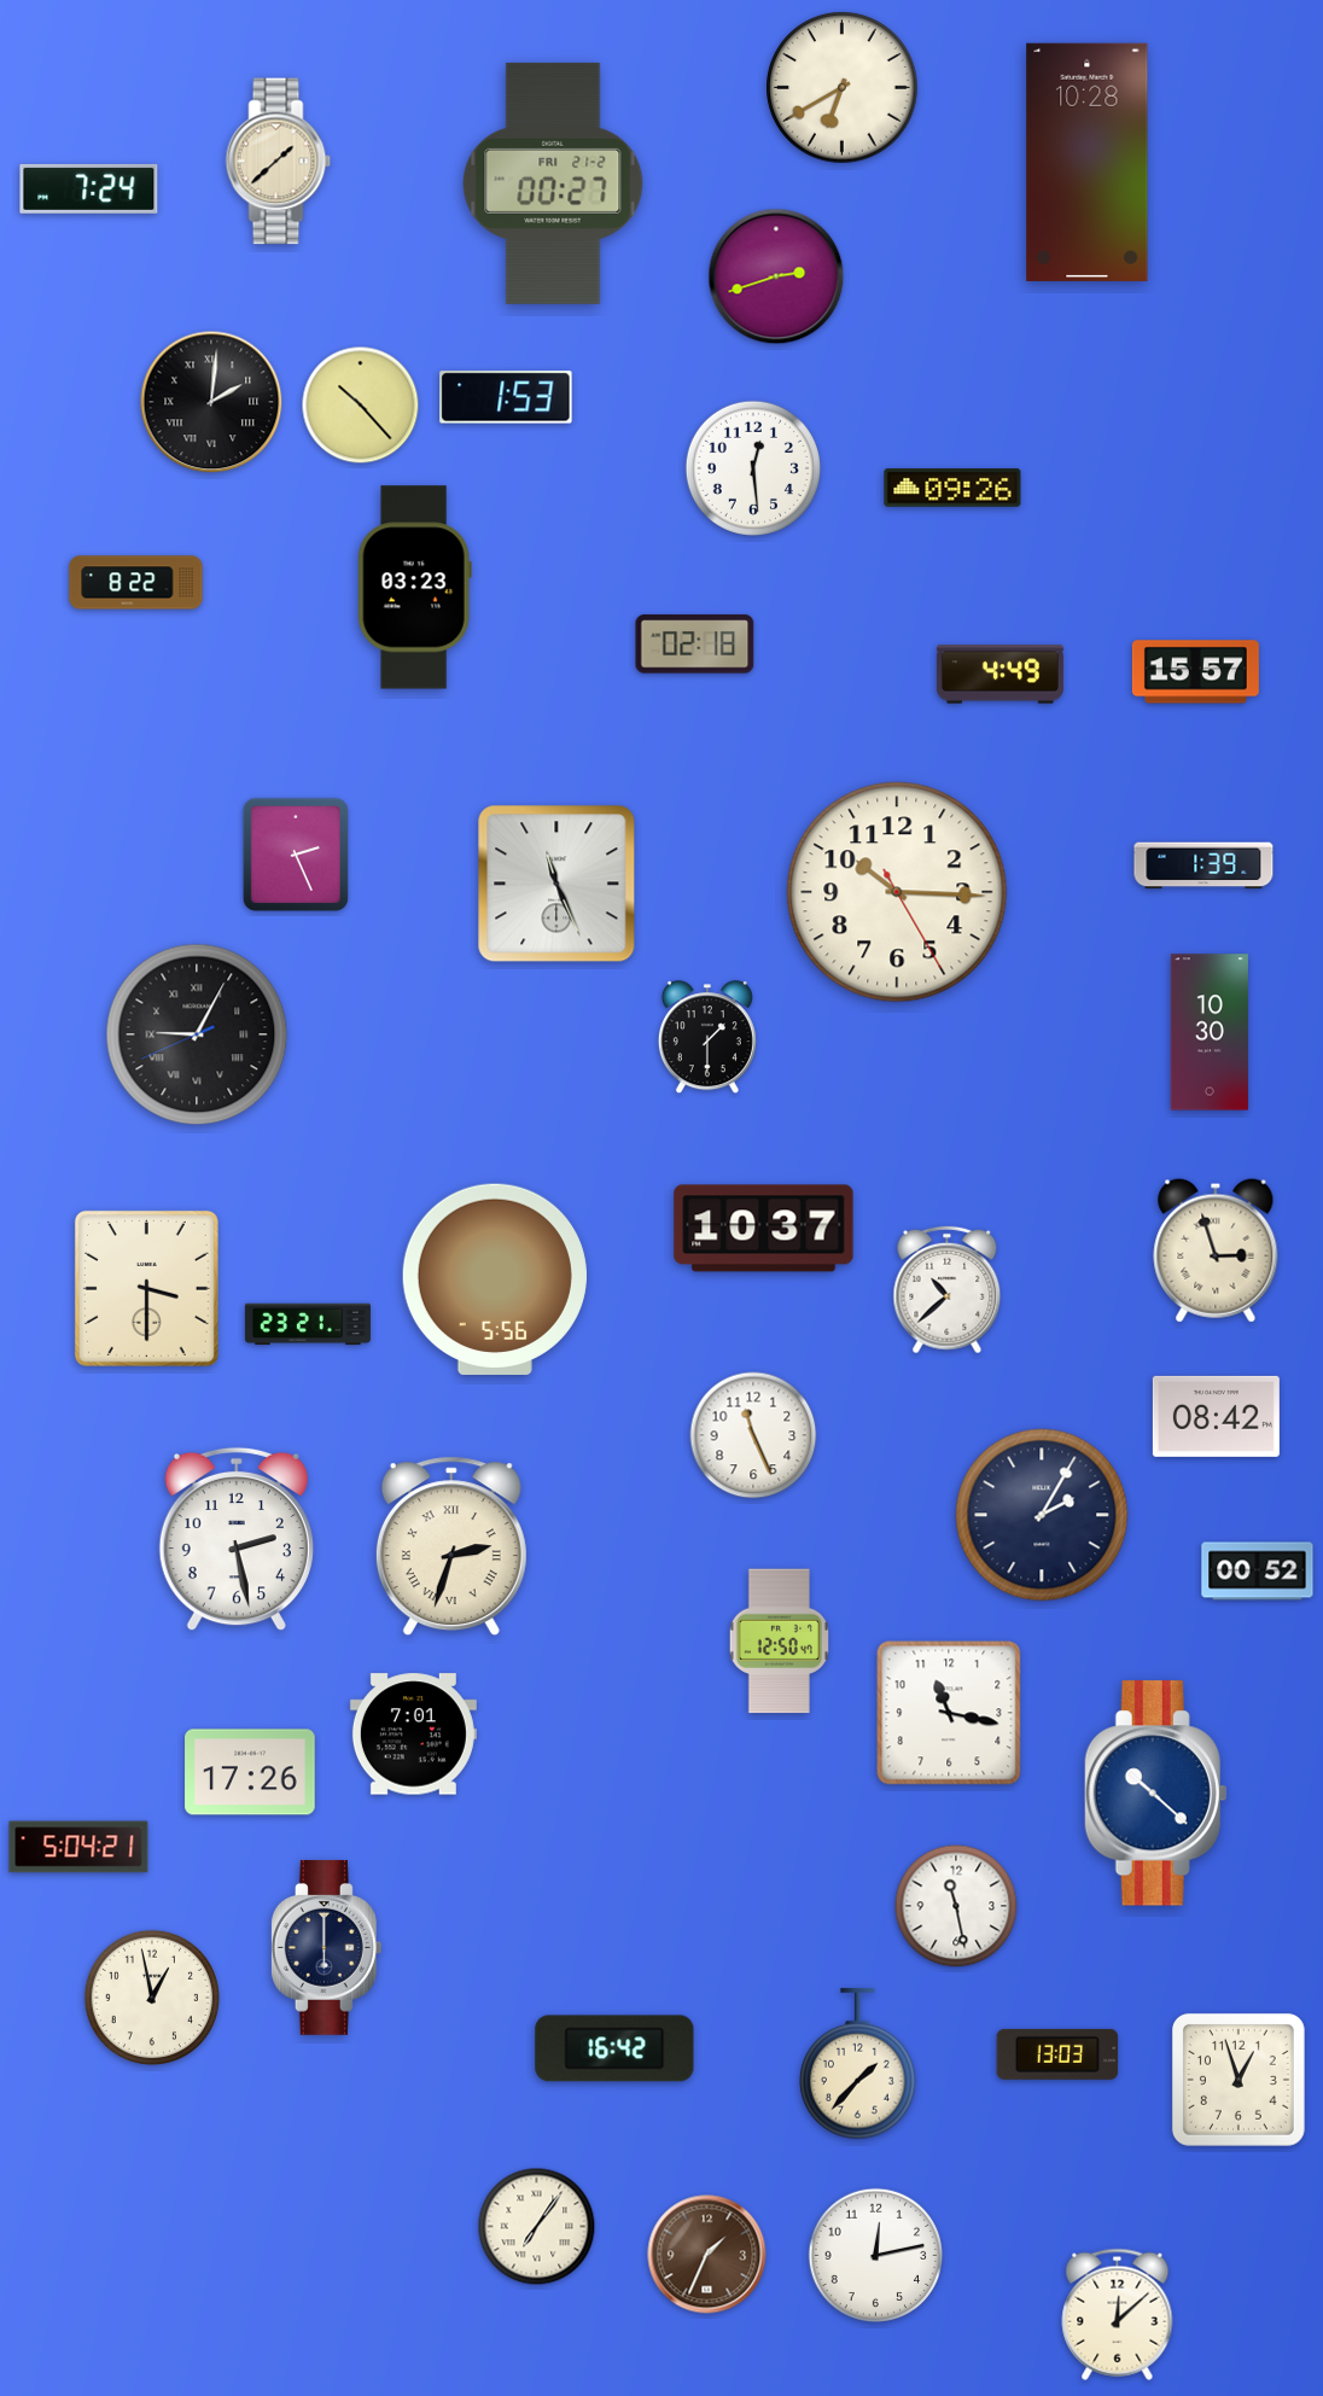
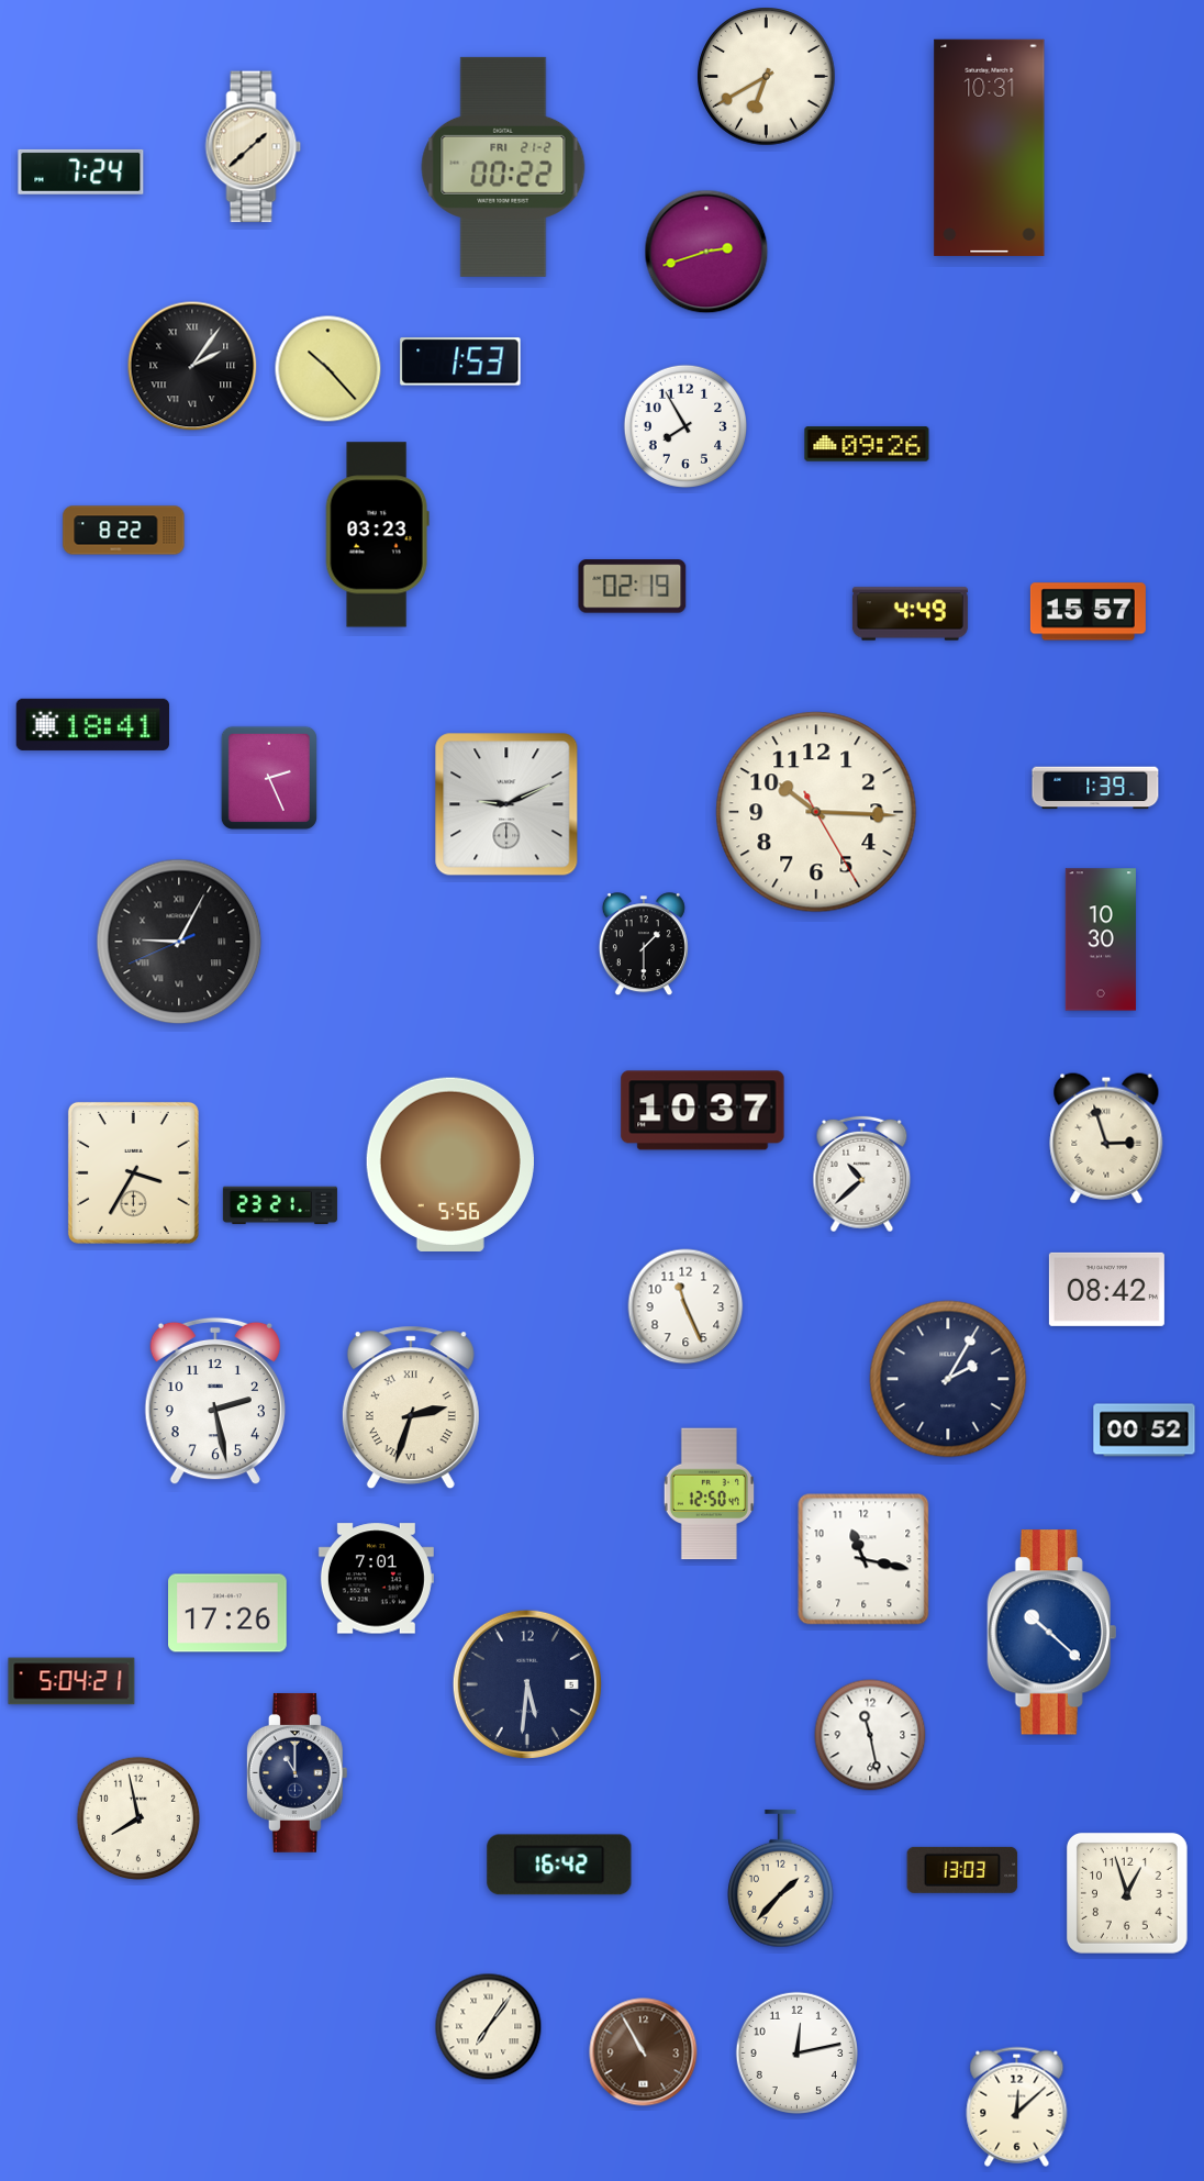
clock at (843, 88) position: (843, 88) -> (767, 77)
clock at (1088, 162): 10:28 -> 10:31
clock at (553, 183): 00:27 -> 00:22
clock at (211, 402): 2:01 -> 2:06
clock at (752, 468): 12:29 -> 7:55
clock at (695, 645): 02:18 -> 02:19
clock at (93, 724): none -> 18:41
clock at (556, 884): 11:26 -> 9:11
clock at (764, 1229) position: (764, 1229) -> (703, 1111)
clock at (146, 1288): 3:30 -> 3:35
clock at (527, 1684): none -> 5:31
clock at (326, 1947): 6:00 -> 11:00
clock at (151, 1998): 12:58 -> 7:58
clock at (707, 2255): 1:34 -> 10:55
